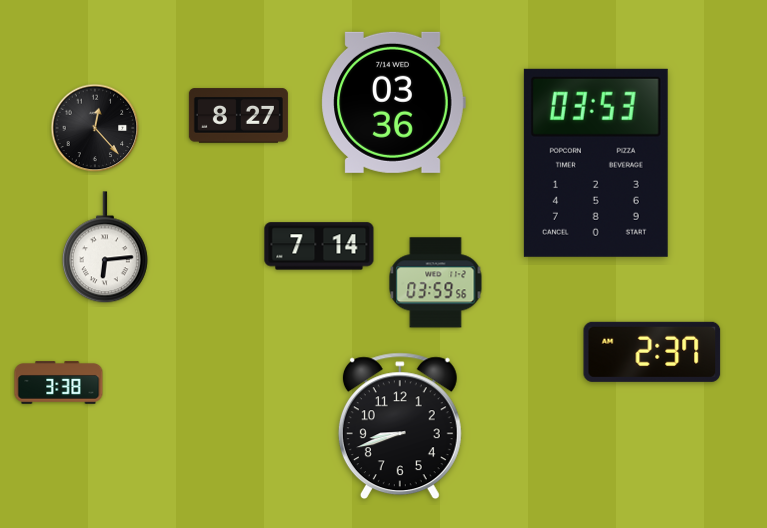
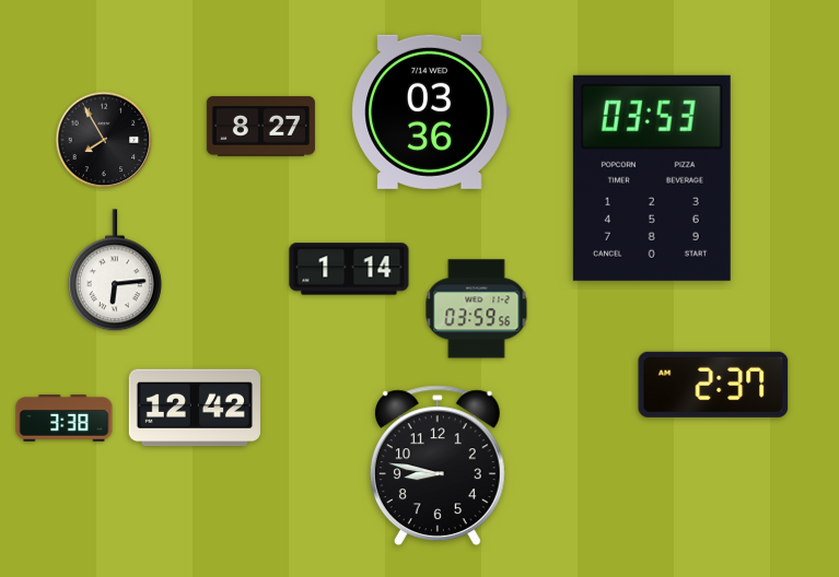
clock at (95, 128): 12:23 -> 7:55
clock at (319, 246): 7:14 -> 1:14
clock at (195, 408): none -> 12:42
clock at (400, 426): 8:42 -> 8:47
